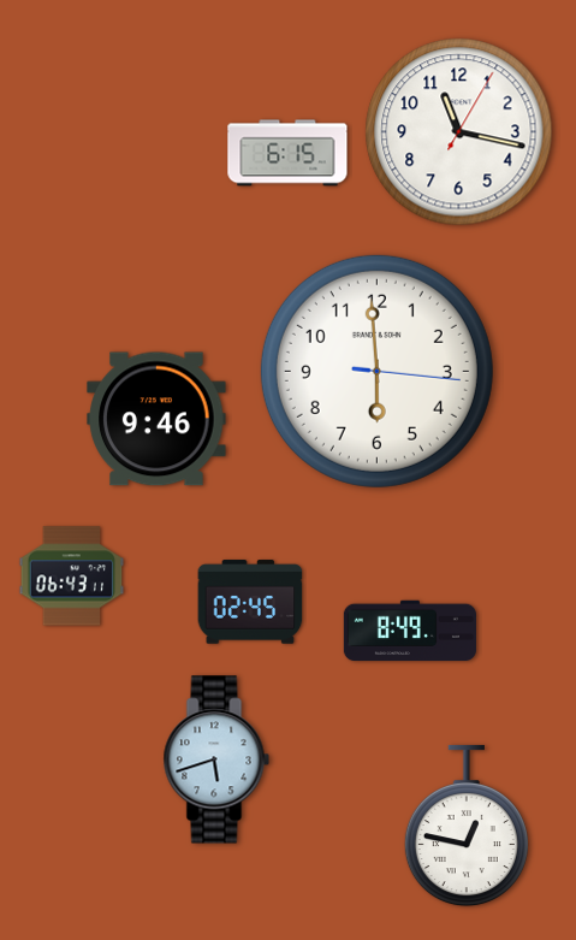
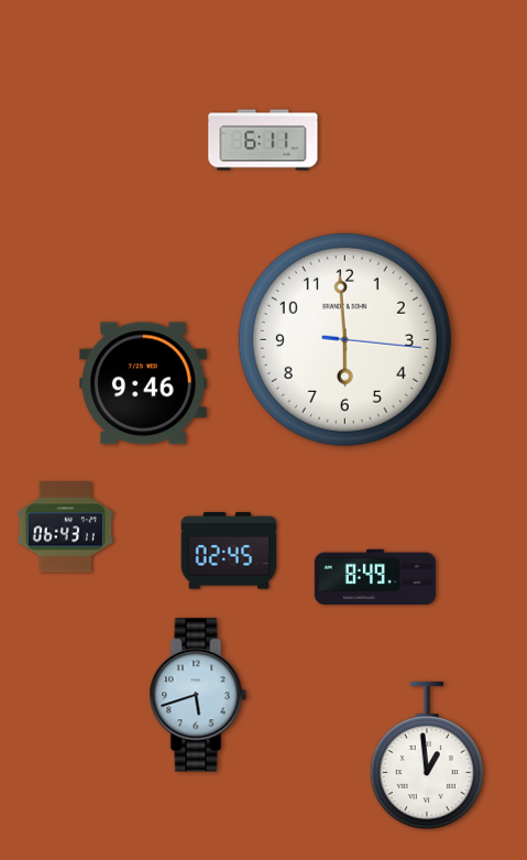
clock at (459, 132): 11:17 -> none
clock at (287, 153): 6:15 -> 6:11
clock at (467, 826): 12:47 -> 12:59
